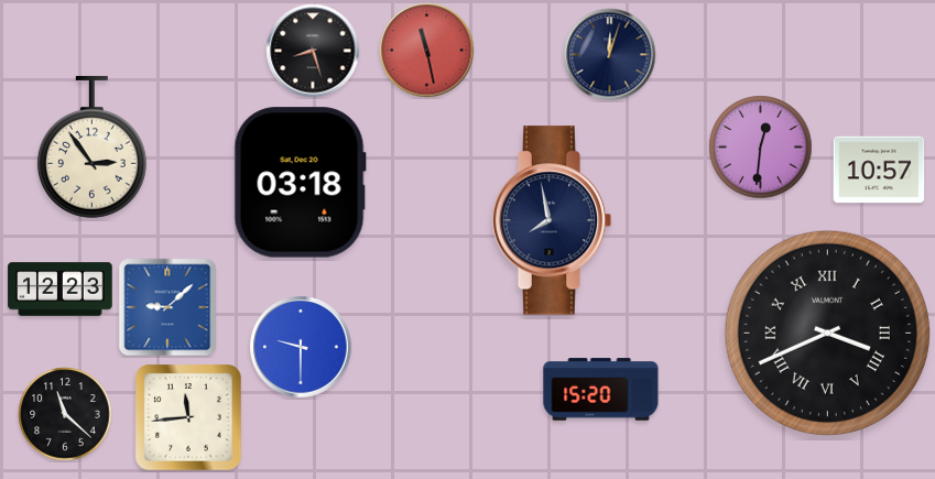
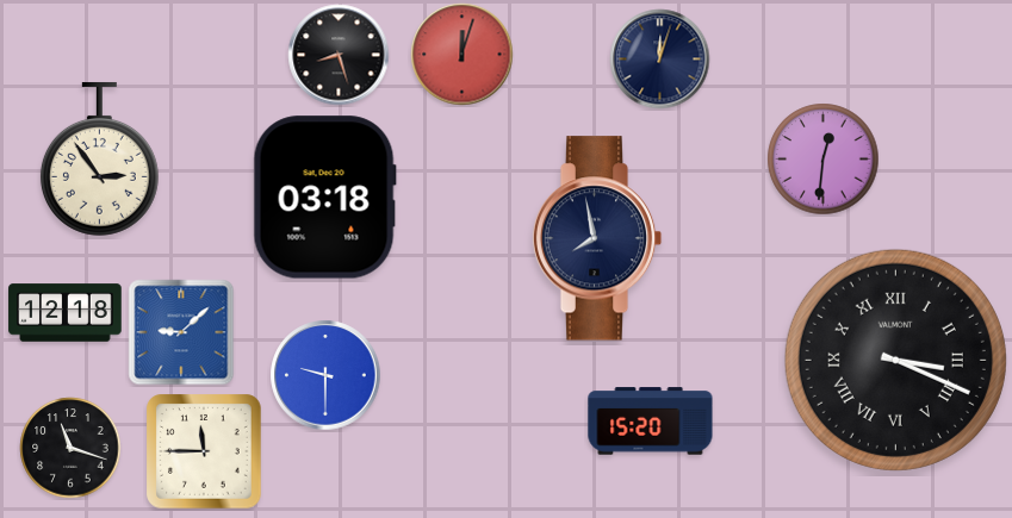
clock at (427, 51): 11:28 -> 12:03
clock at (879, 170): 10:57 -> none
clock at (61, 290): 12:23 -> 12:18
clock at (827, 333): 3:41 -> 3:19
clock at (65, 414): 11:22 -> 11:18
clock at (188, 417): 11:44 -> 11:45
